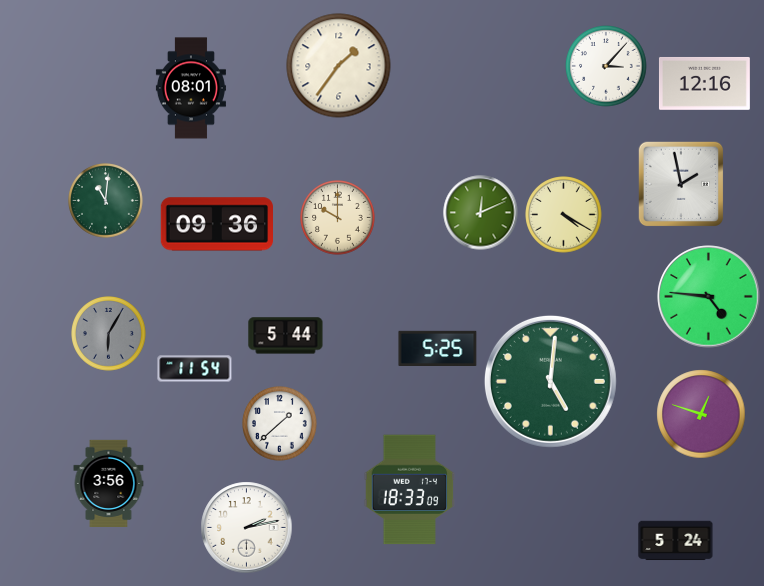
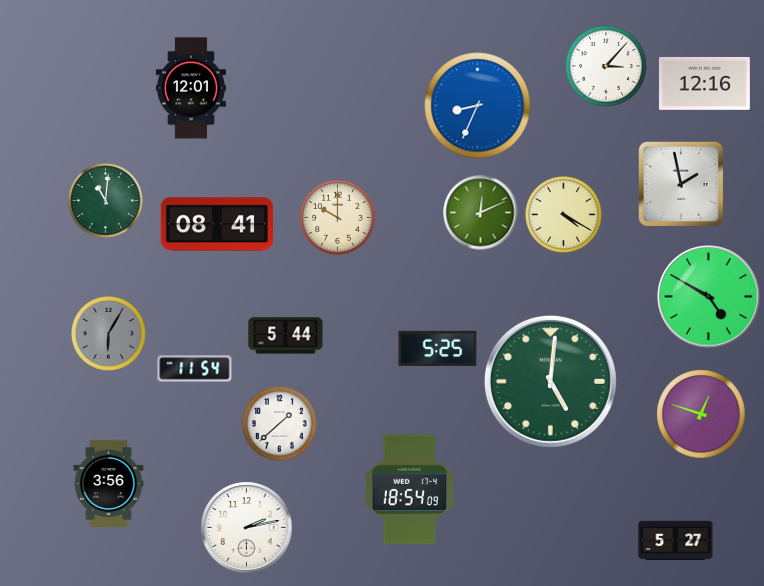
clock at (339, 66): 1:36 -> none
clock at (191, 88): 08:01 -> 12:01
clock at (478, 106): none -> 8:34
clock at (216, 224): 09:36 -> 08:41
clock at (709, 297): 4:46 -> 4:50
clock at (410, 490): 18:33 -> 18:54
clock at (676, 541): 5:24 -> 5:27
